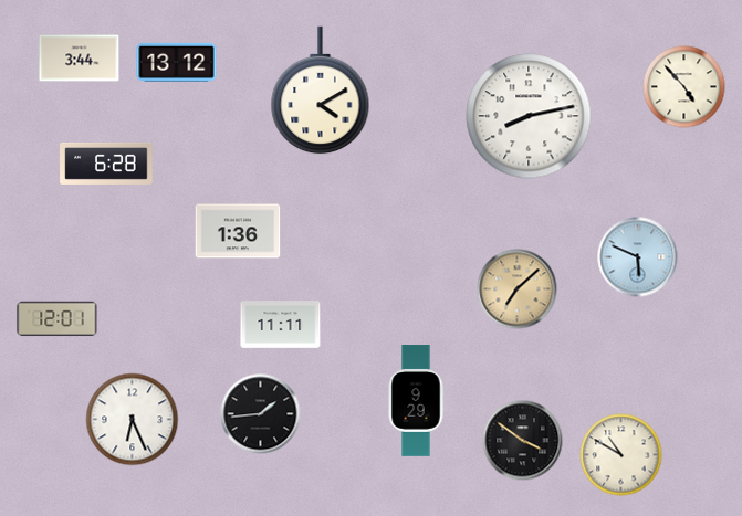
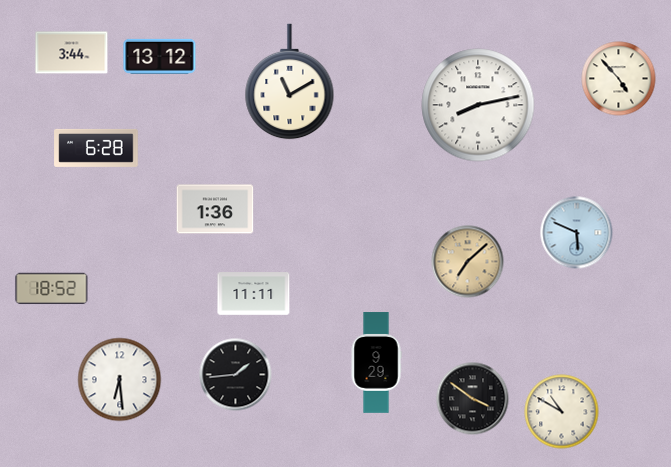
clock at (321, 91): 4:10 -> 11:10
clock at (58, 319): 12:01 -> 18:52
clock at (133, 420): 6:26 -> 6:29
